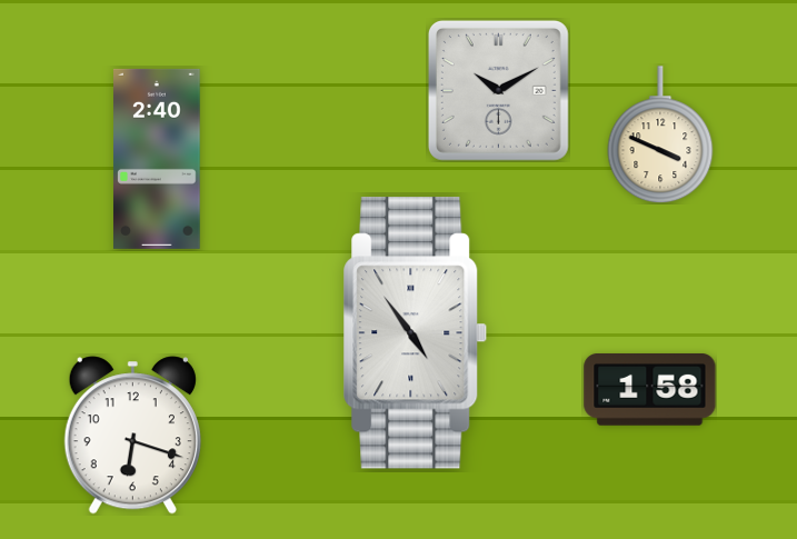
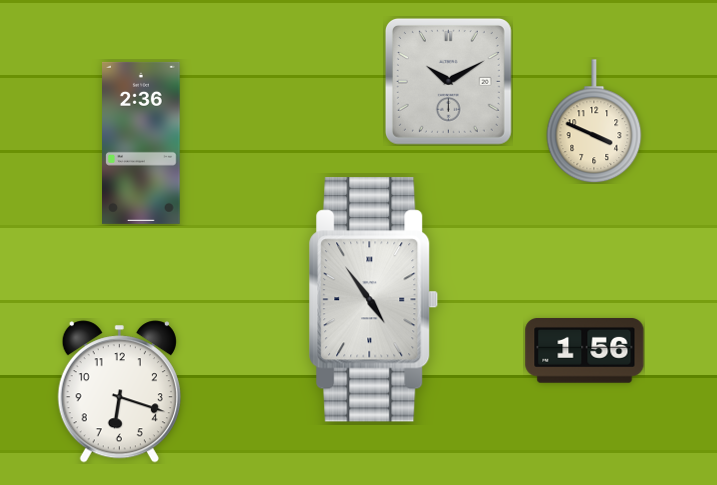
clock at (158, 159): 2:40 -> 2:36
clock at (650, 390): 1:58 -> 1:56
